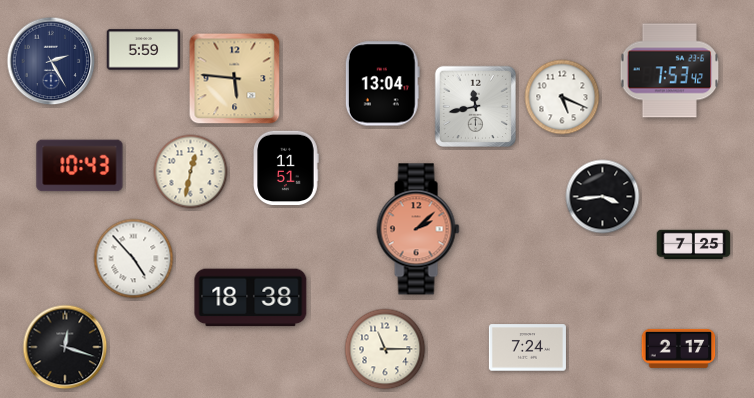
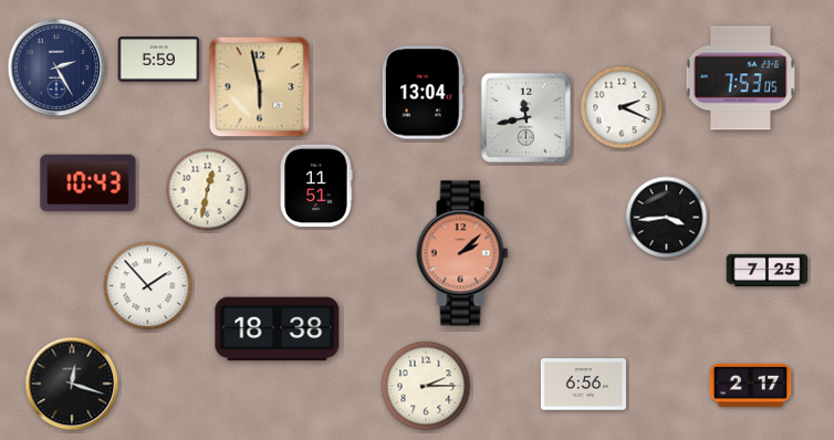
clock at (144, 50) position: (144, 50) -> (159, 60)
clock at (670, 71): 7:53:42 -> 7:53:05
clock at (235, 79): 5:46 -> 5:58
clock at (562, 97): 5:19 -> 2:19
clock at (191, 172) position: (191, 172) -> (208, 190)
clock at (134, 259): 4:53 -> 1:53
clock at (527, 348): 7:24 -> 6:56
clock at (385, 349): 11:15 -> 2:15
